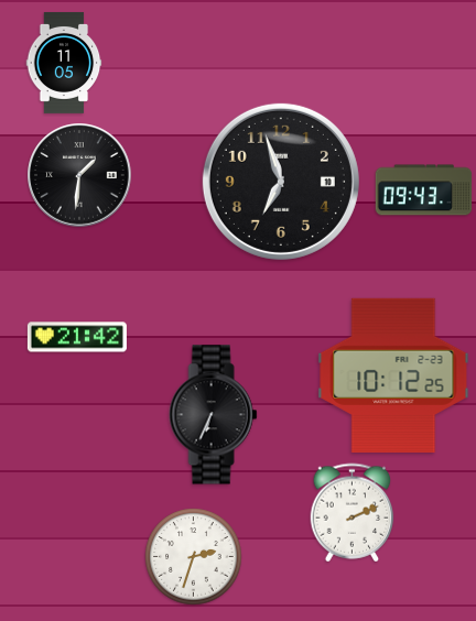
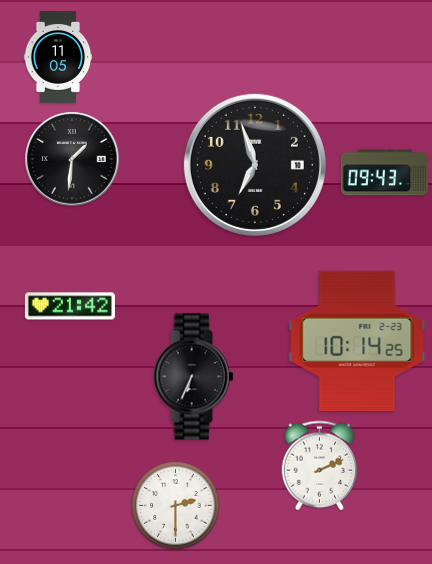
clock at (393, 375): 10:12 -> 10:14
clock at (194, 557): 2:33 -> 2:30
